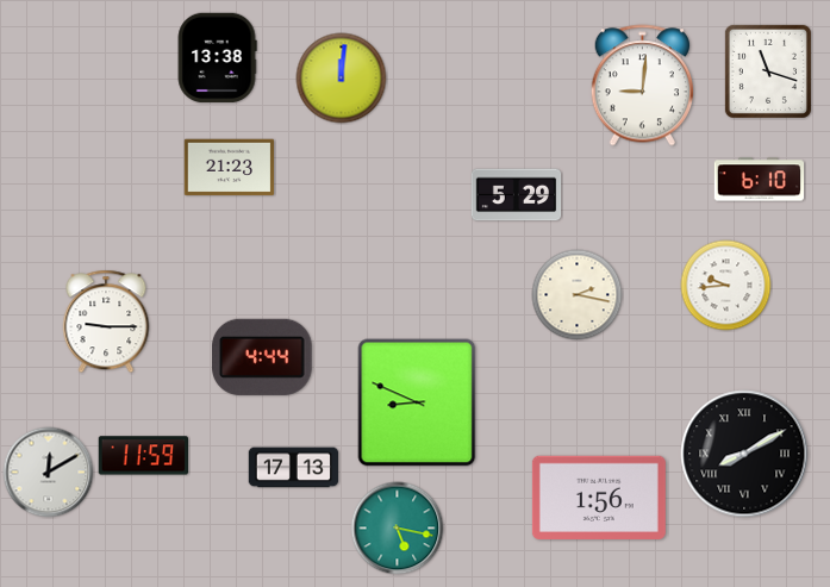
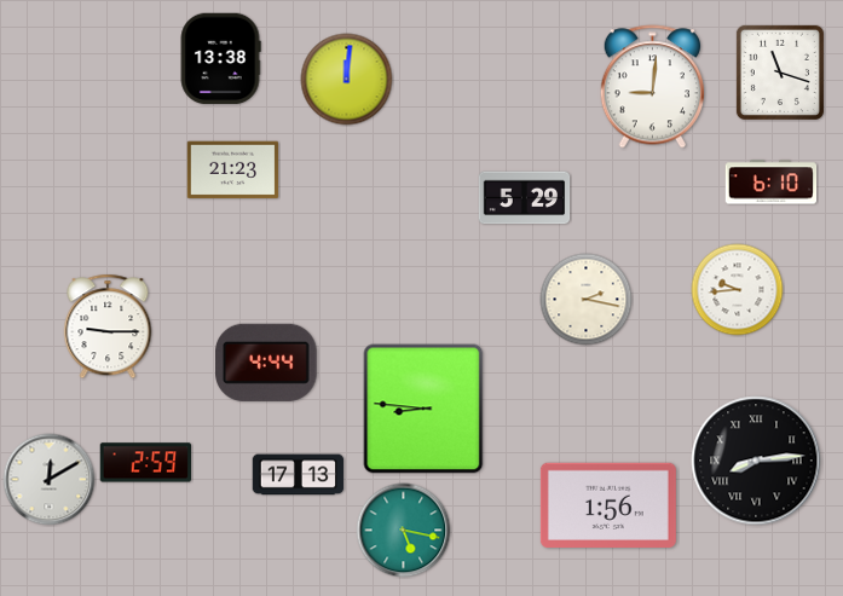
clock at (417, 402): 8:49 -> 8:46
clock at (744, 454): 8:10 -> 8:14
clock at (143, 456): 11:59 -> 2:59
clock at (398, 529) position: (398, 529) -> (404, 531)
